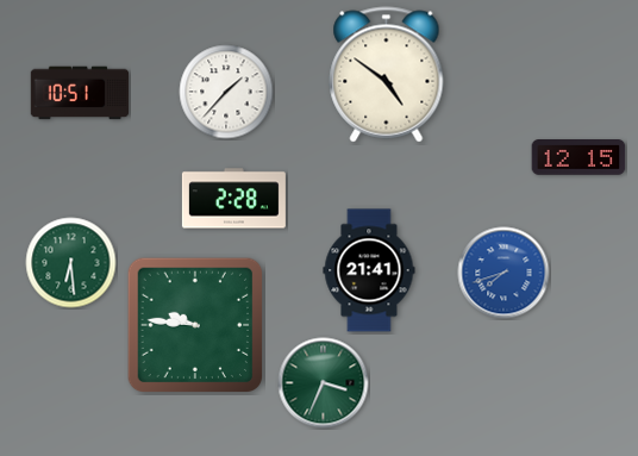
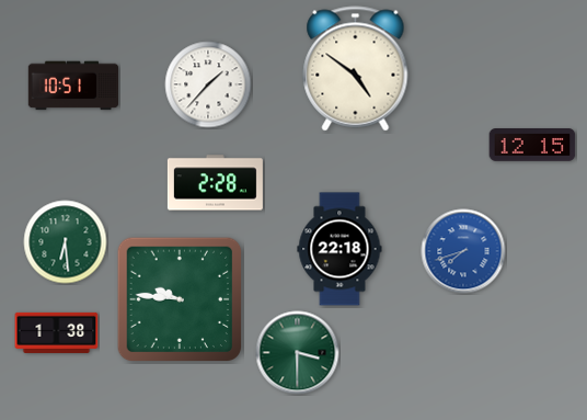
clock at (369, 270): 21:41 -> 22:18
clock at (57, 332): none -> 1:38
clock at (324, 383): 3:34 -> 3:30
